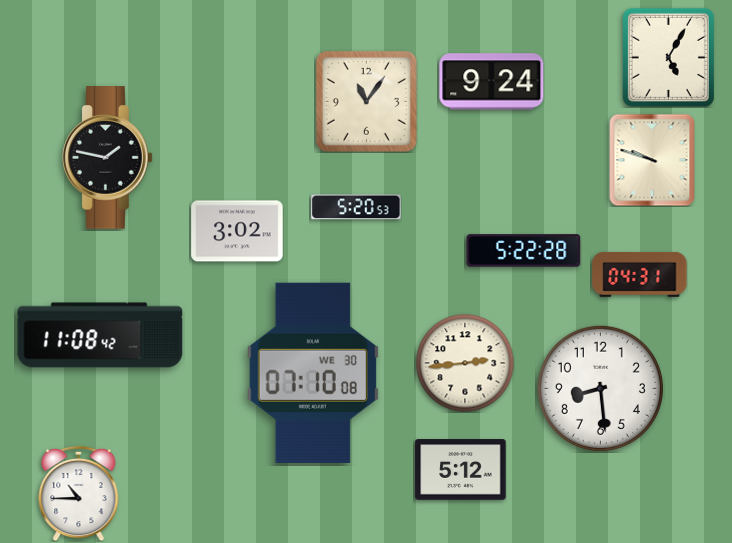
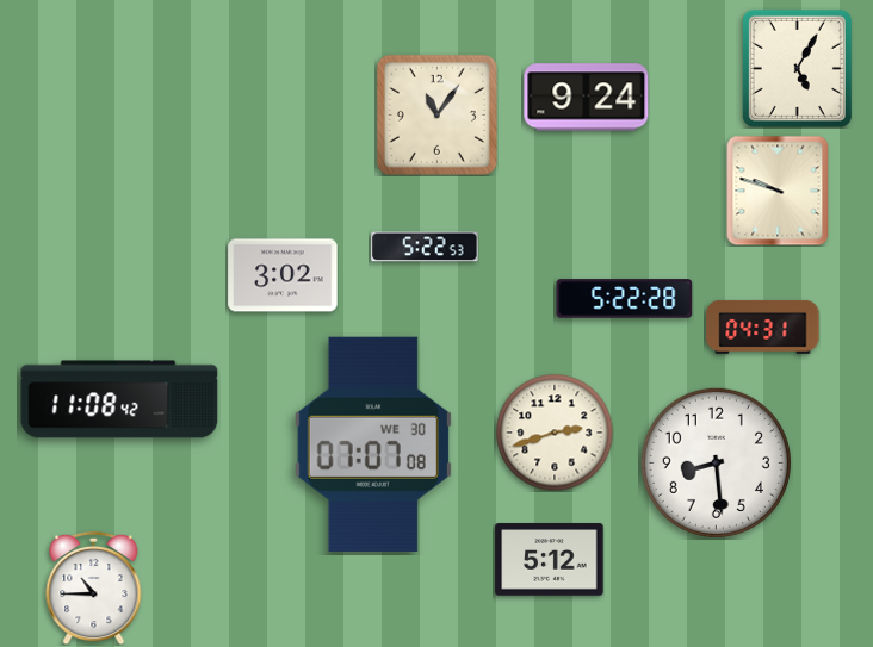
clock at (366, 101) position: (366, 101) -> (436, 114)
clock at (108, 158): 1:47 -> none
clock at (356, 207): 5:20 -> 5:22
clock at (465, 363): 2:44 -> 2:42
clock at (313, 373): 07:10 -> 07:07
